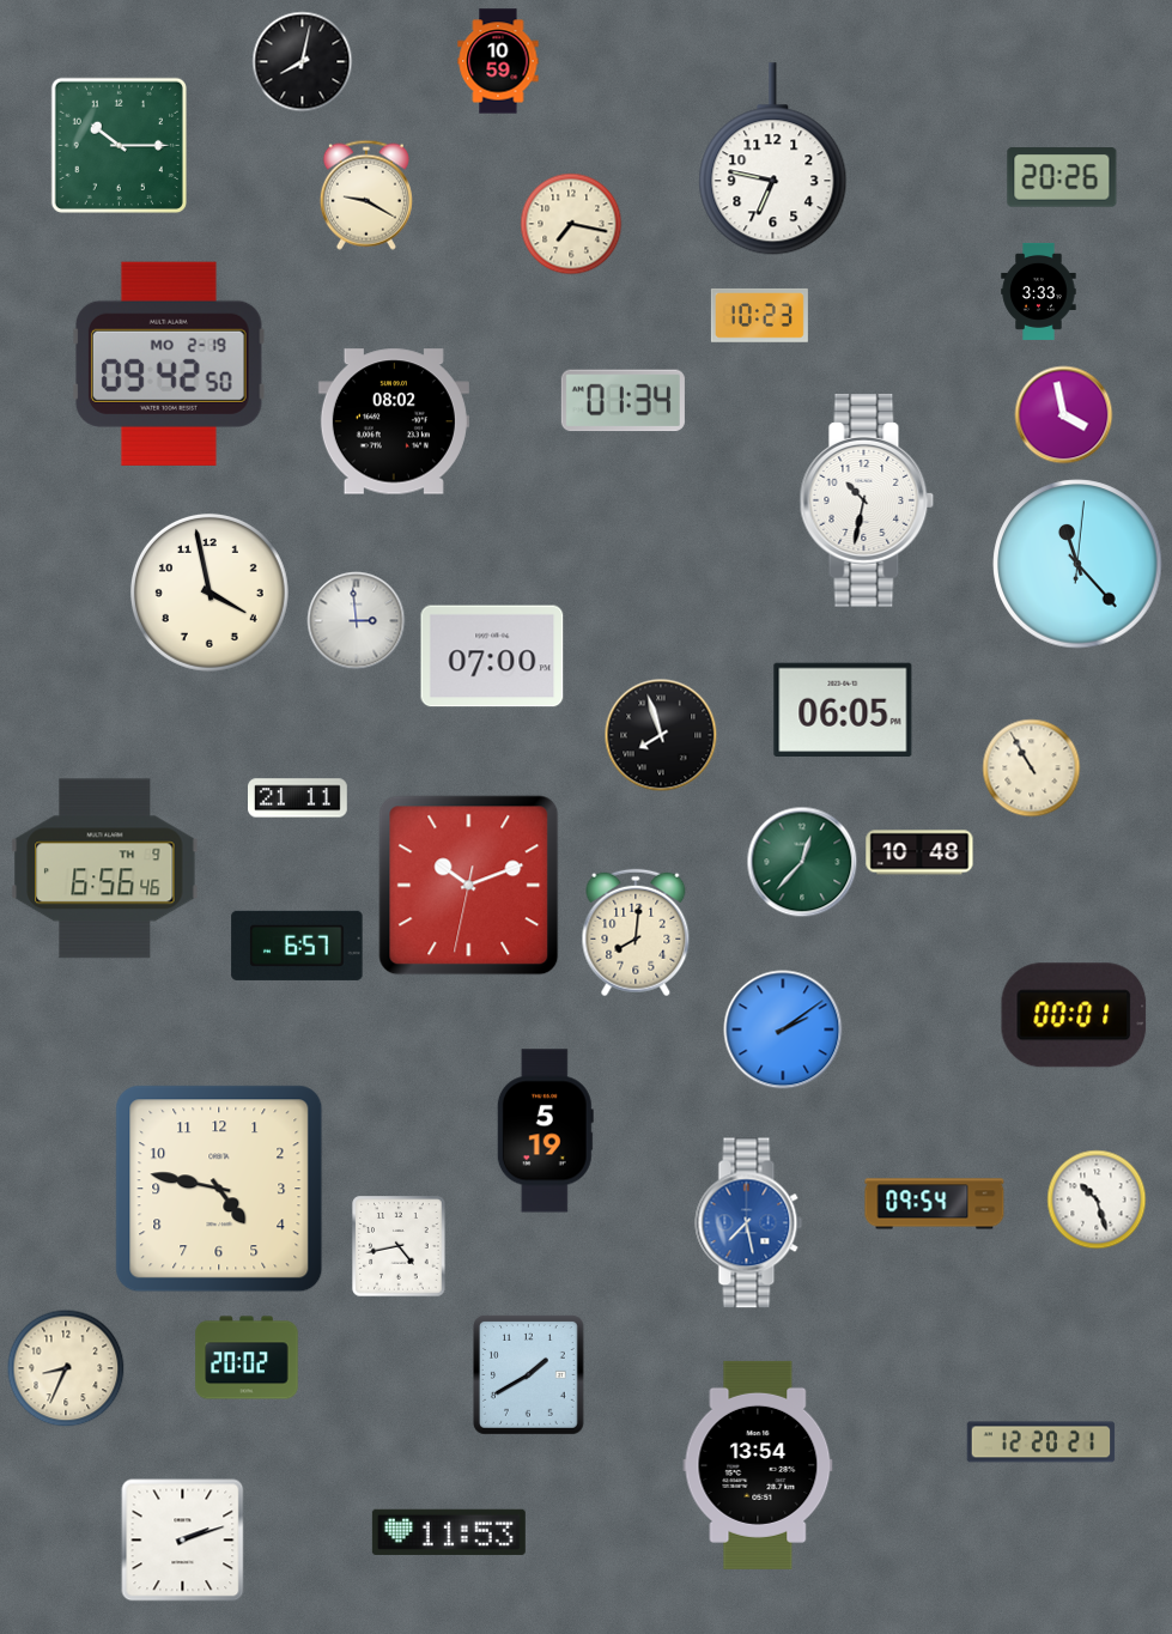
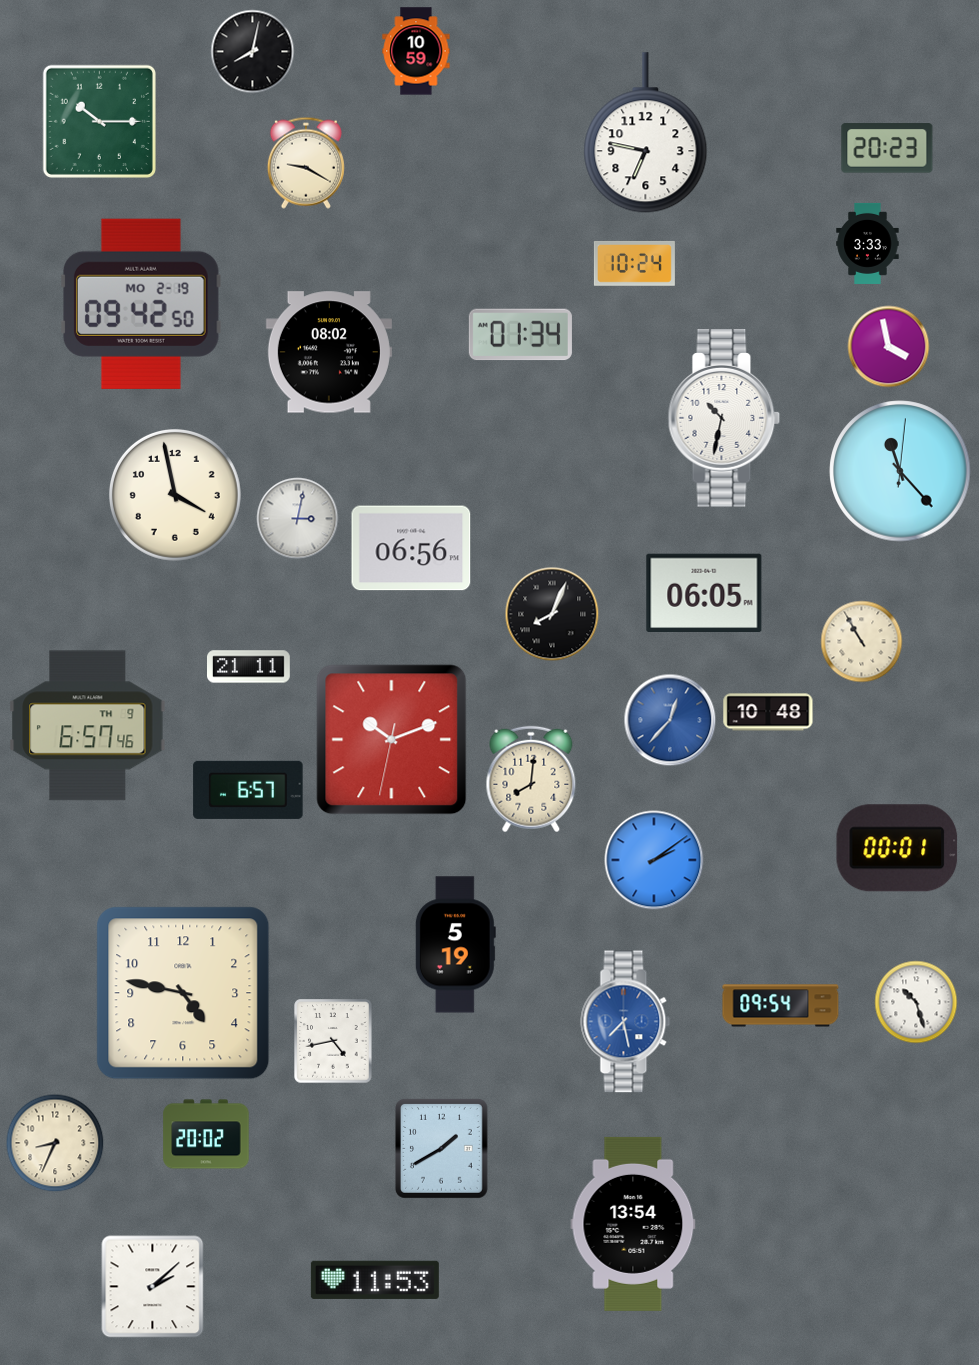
clock at (1062, 177): 20:26 -> 20:23
clock at (571, 224): 7:17 -> none
clock at (759, 315): 10:23 -> 10:24
clock at (357, 621): 2:59 -> 3:02
clock at (492, 656): 07:00 -> 06:56
clock at (661, 735): 7:57 -> 8:04
clock at (802, 862) dial: green -> blue
clock at (105, 869): 6:56 -> 6:57
clock at (1042, 1442): 12:20 -> none
clock at (183, 1541): 2:12 -> 2:08
